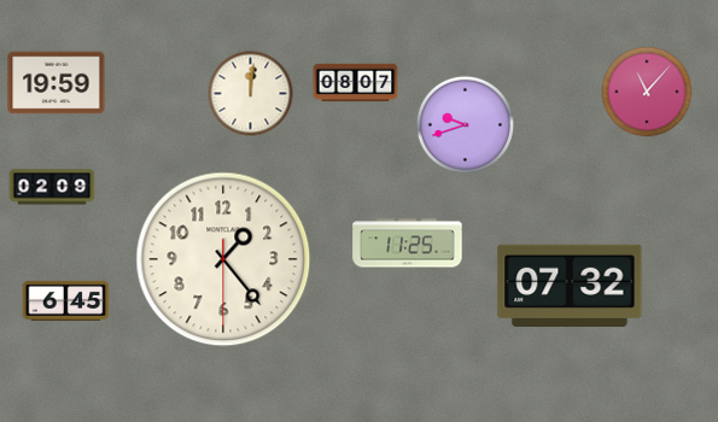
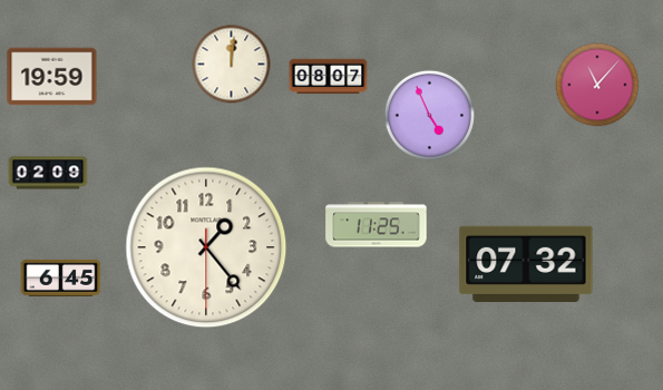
clock at (251, 94) position: (251, 94) -> (232, 65)
clock at (465, 124): 9:42 -> 4:56
clock at (223, 259) position: (223, 259) -> (206, 247)
